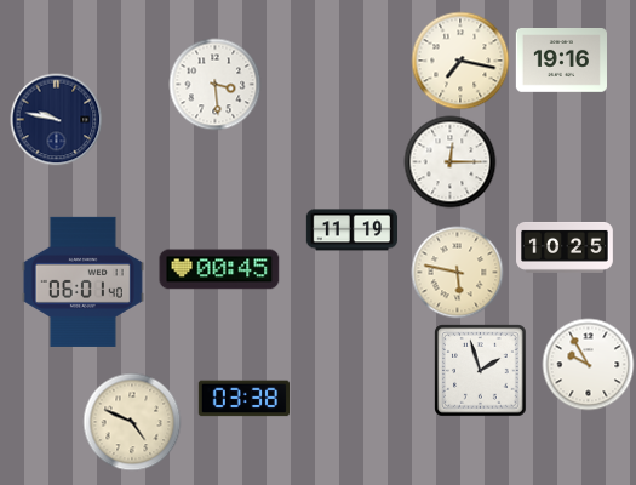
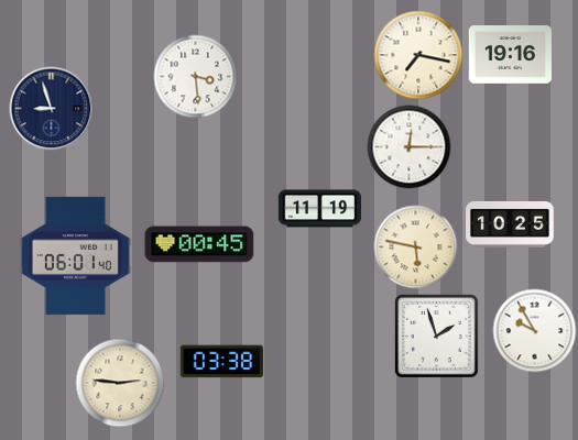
clock at (57, 120): 9:47 -> 8:57
clock at (566, 247) position: (566, 247) -> (511, 224)
clock at (132, 422): 4:49 -> 2:46
